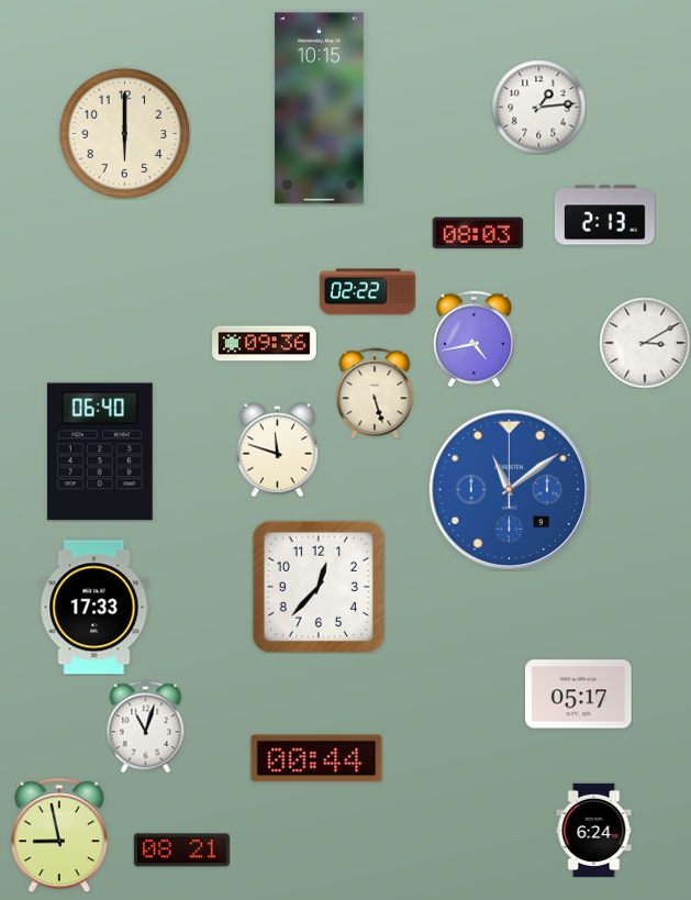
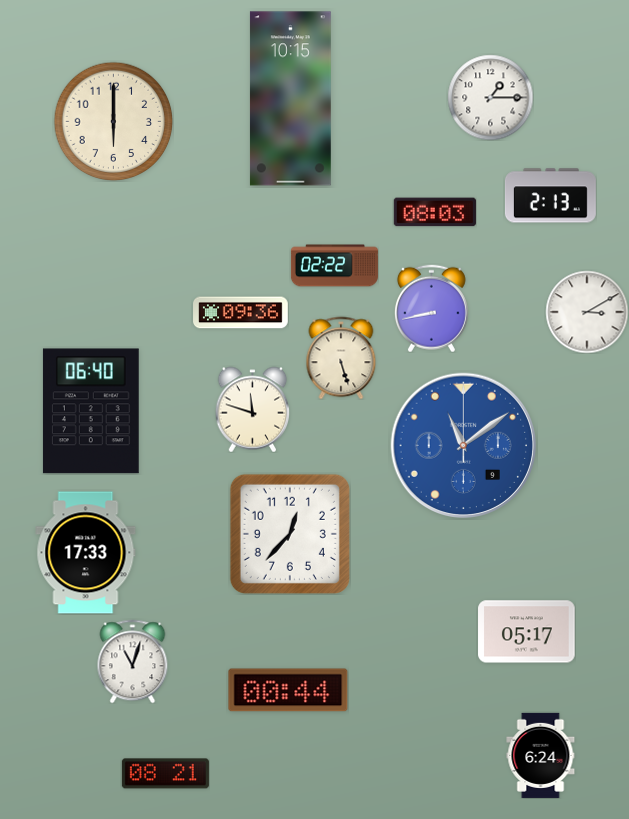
clock at (538, 107): 1:14 -> 1:15
clock at (473, 338): 4:43 -> 8:43
clock at (59, 835): 8:58 -> none
